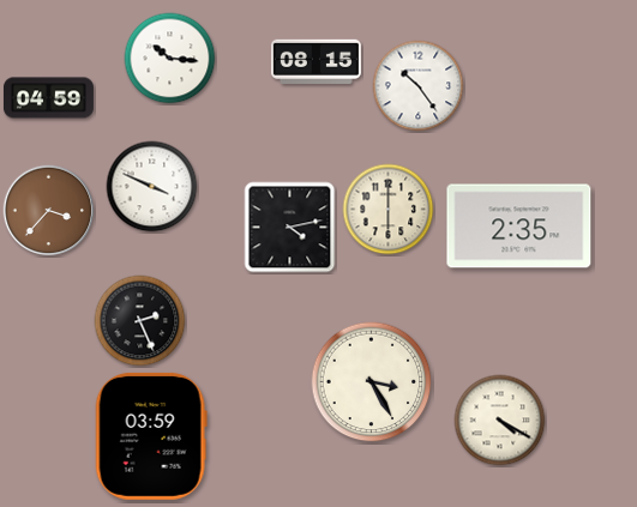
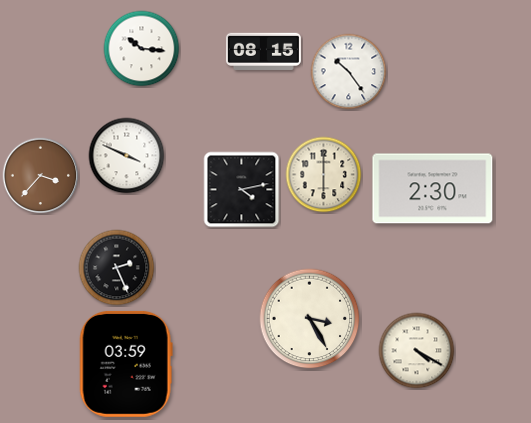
clock at (48, 98): 04:59 -> none
clock at (519, 227): 2:35 -> 2:30
